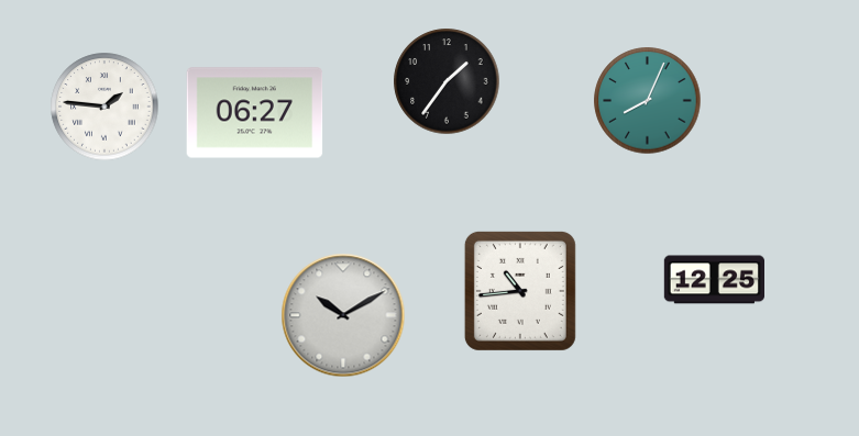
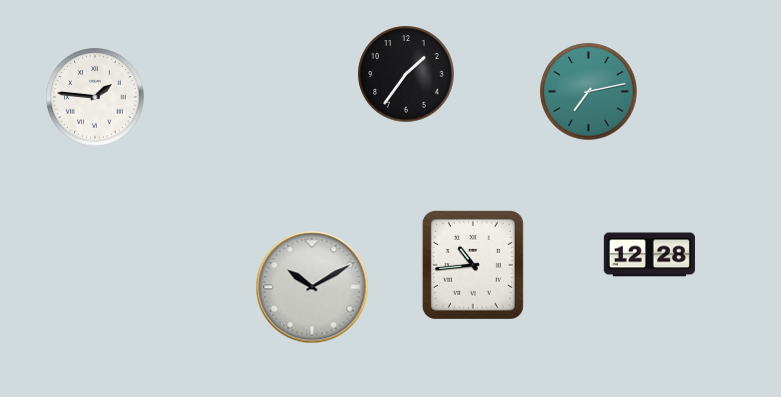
clock at (648, 101): 8:04 -> 7:13
clock at (255, 113): 06:27 -> none
clock at (714, 280): 12:25 -> 12:28
